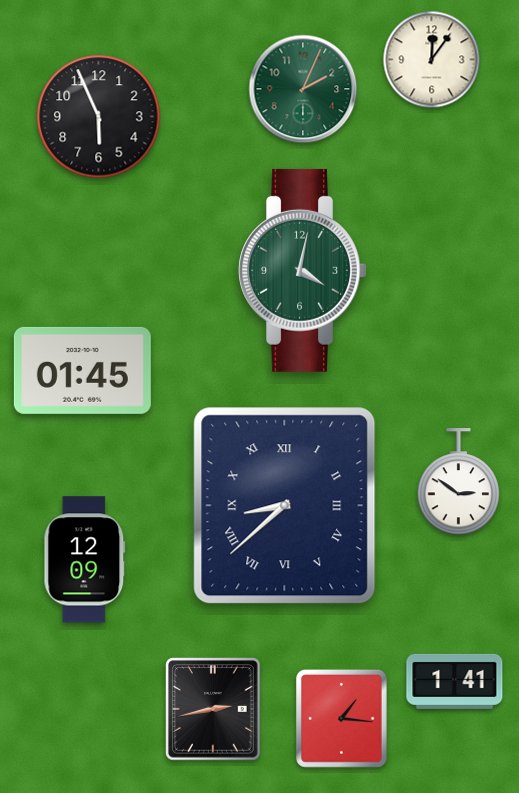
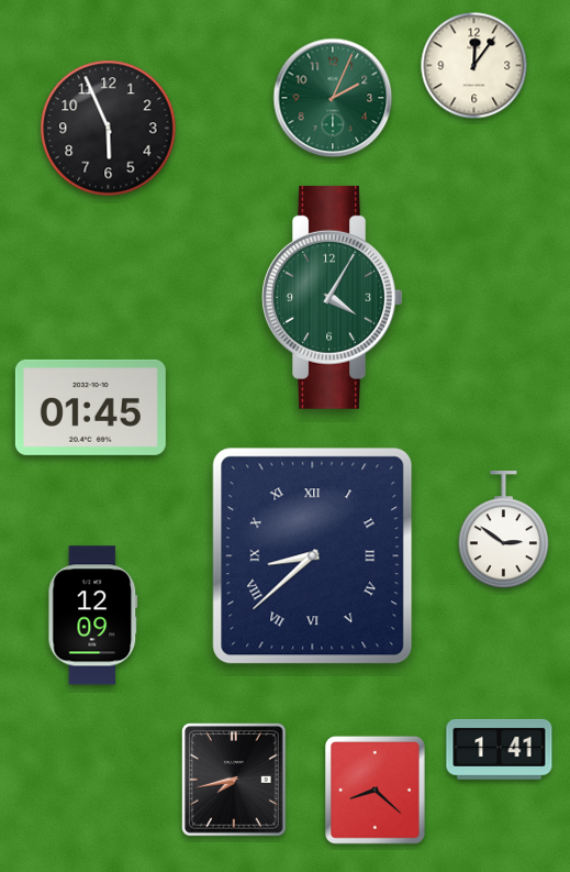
clock at (303, 270): 4:02 -> 4:05
clock at (213, 709): 2:43 -> 7:43
clock at (341, 718): 1:16 -> 8:22
